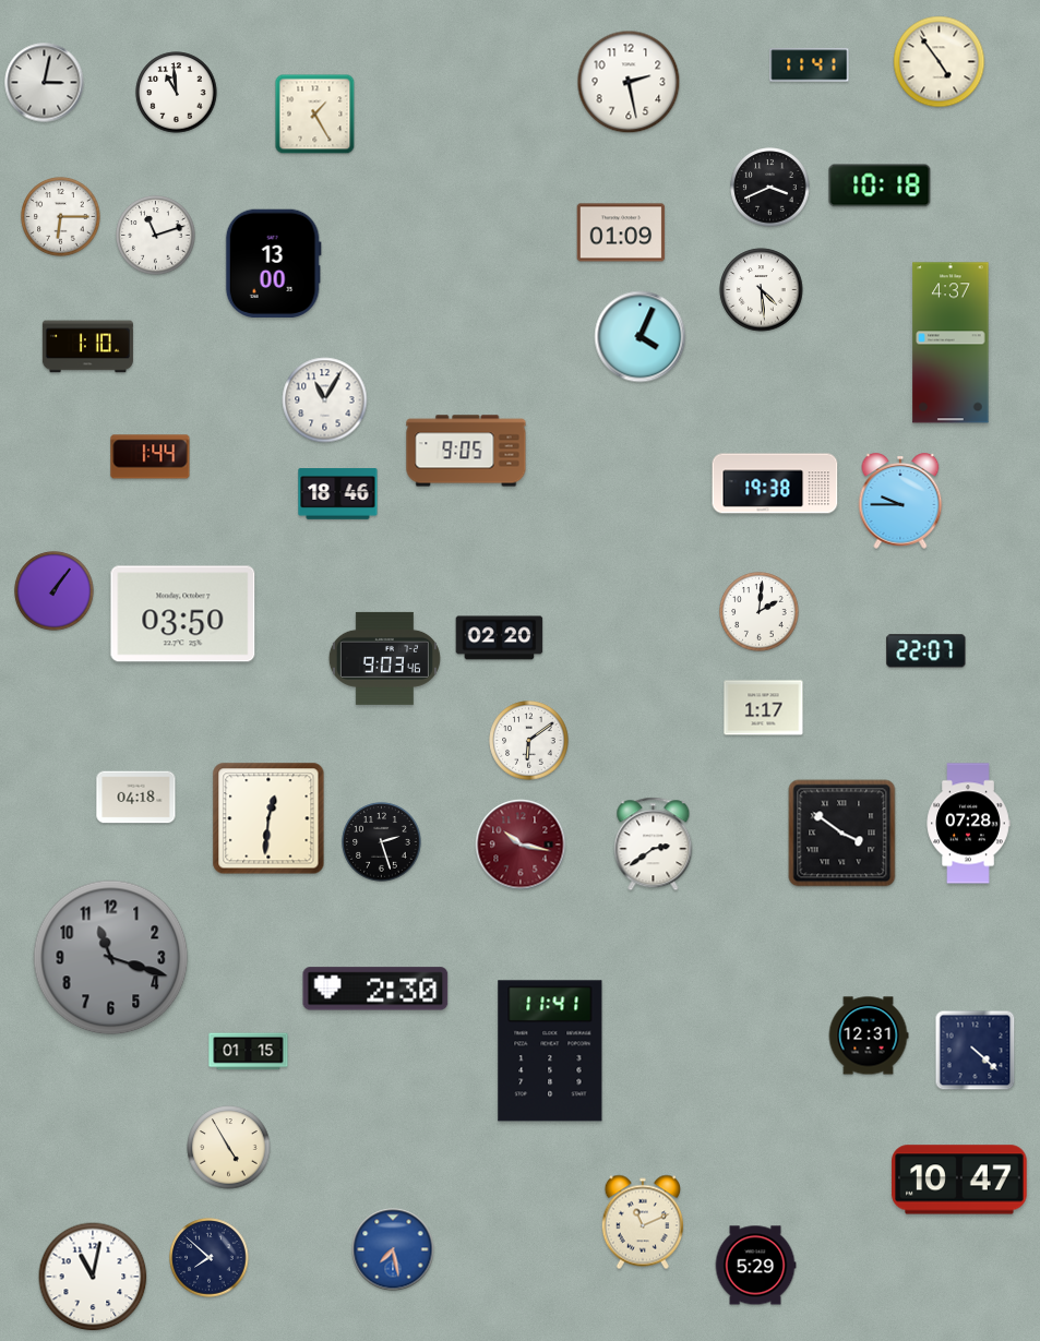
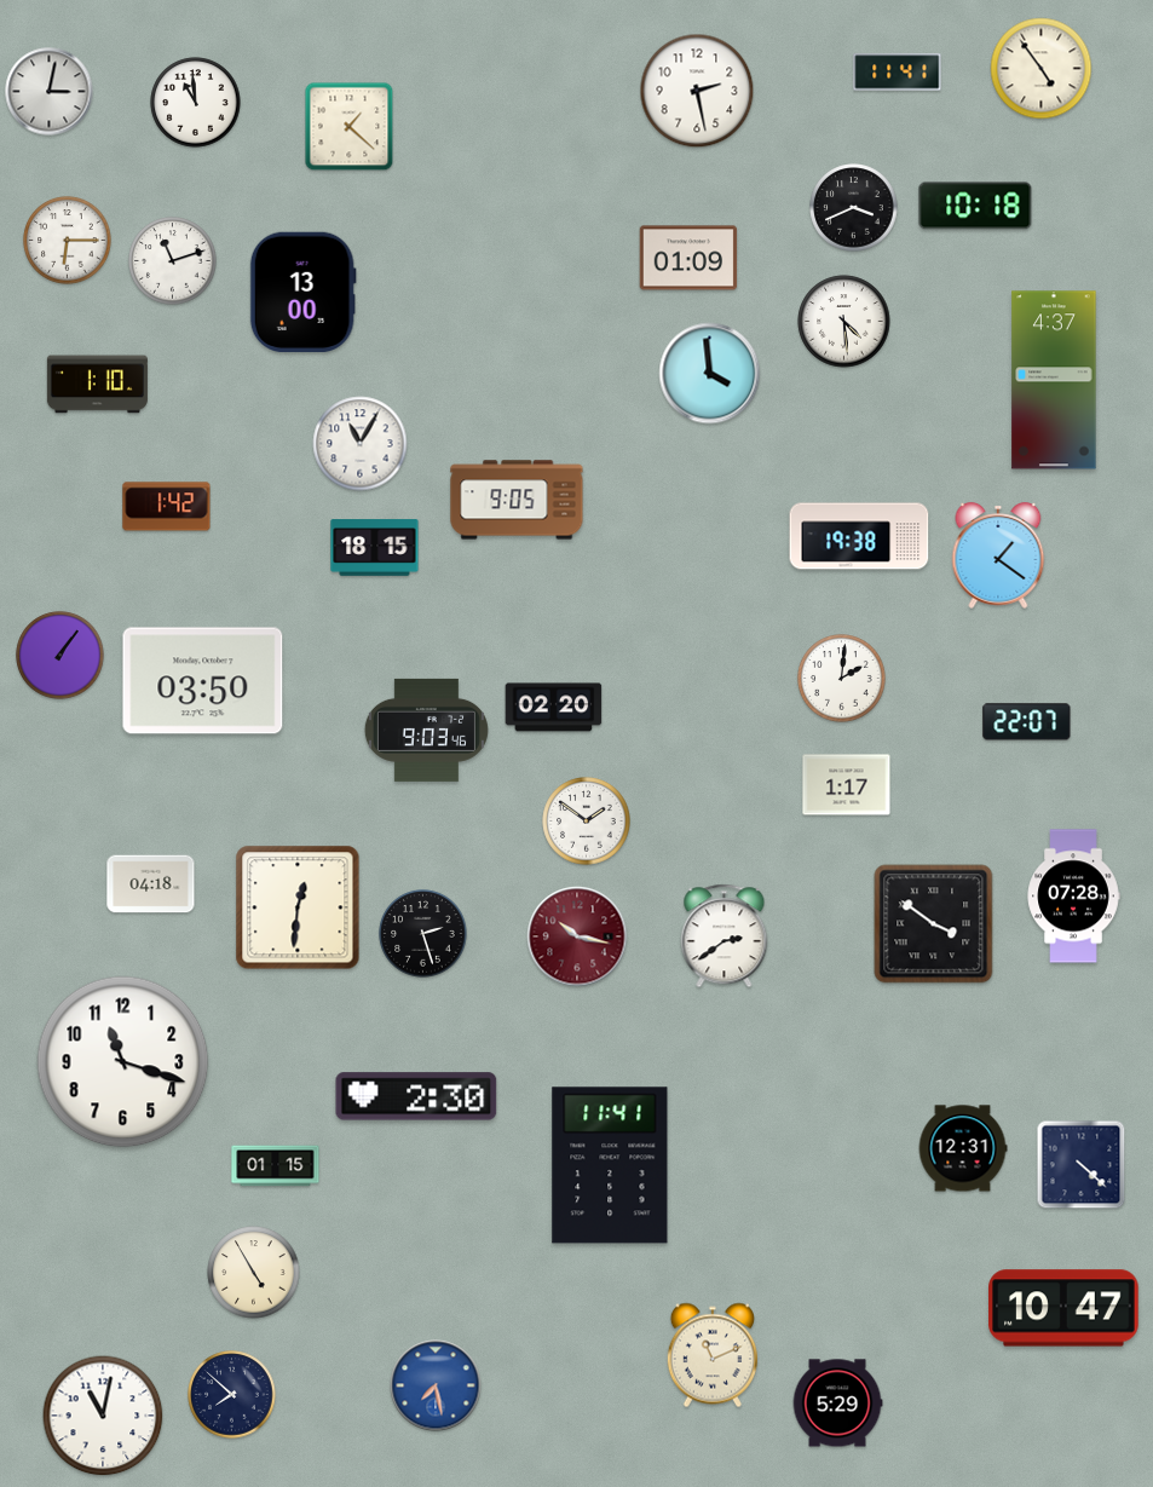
clock at (315, 115): 1:25 -> 1:22
clock at (641, 337): 4:04 -> 3:59
clock at (151, 457): 1:44 -> 1:42
clock at (338, 494): 18:46 -> 18:15
clock at (900, 501): 9:45 -> 1:21
clock at (529, 741): 6:09 -> 1:51
clock at (968, 824) position: (968, 824) -> (1073, 897)
clock at (111, 958) dial: grey -> white
